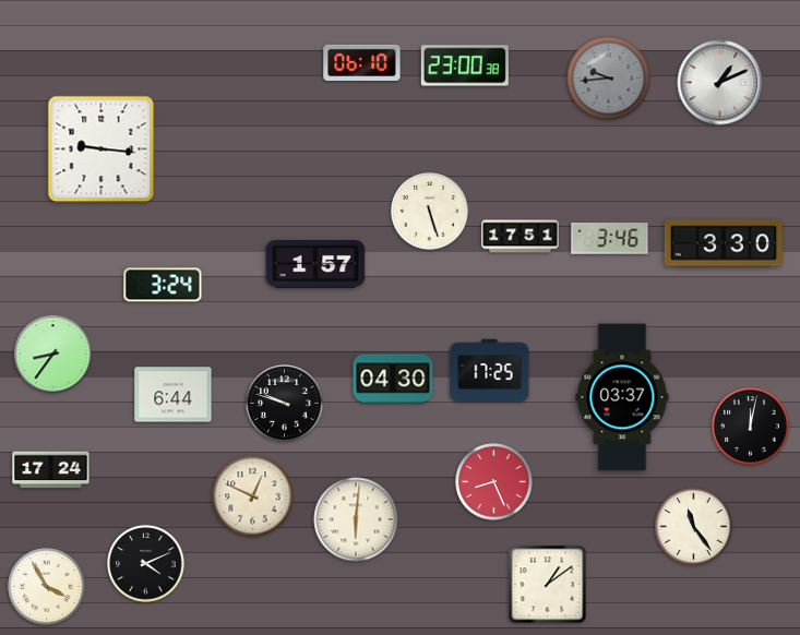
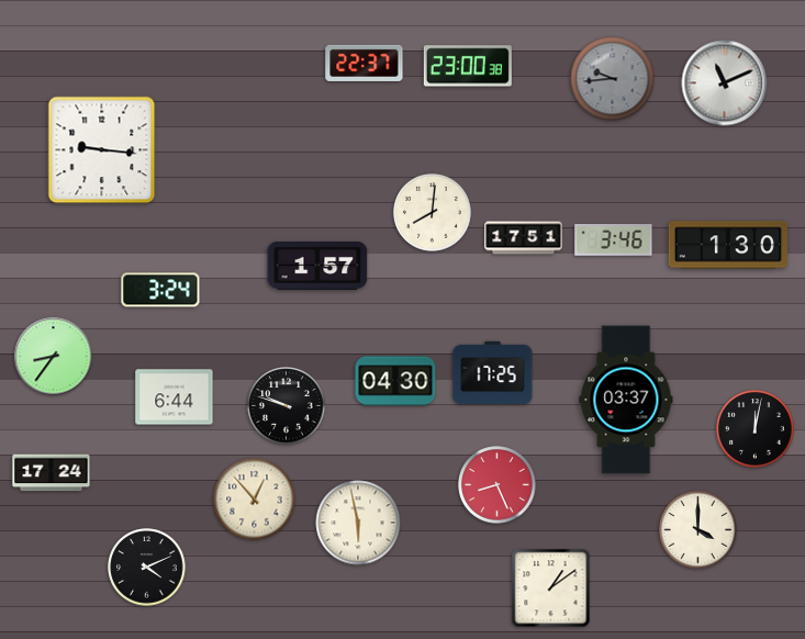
clock at (362, 62): 06:10 -> 22:37
clock at (720, 83): 1:11 -> 11:11
clock at (430, 212): 5:27 -> 8:01
clock at (723, 243): 3:30 -> 1:30
clock at (163, 285) position: (163, 285) -> (160, 290)
clock at (253, 496): 12:49 -> 12:53
clock at (356, 519): 6:01 -> 5:58
clock at (694, 527): 11:24 -> 4:00
clock at (47, 587): 3:55 -> none
